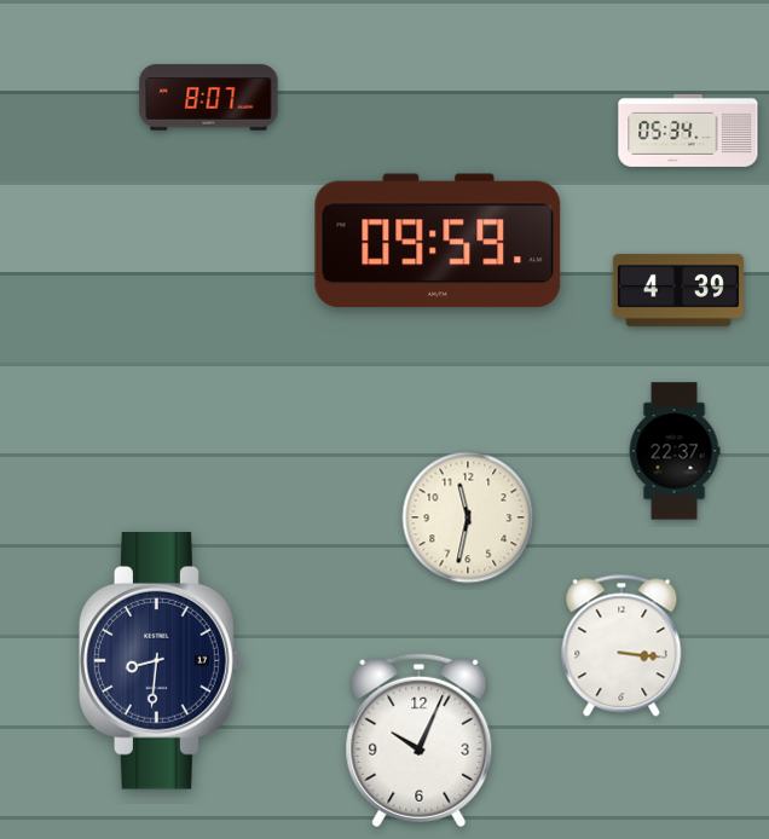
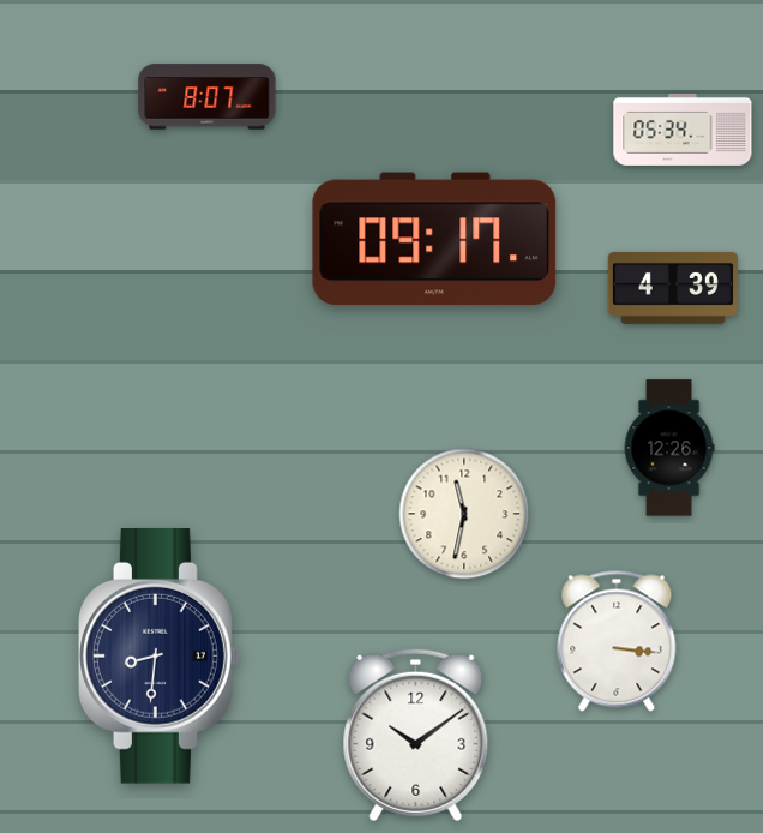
clock at (438, 241): 09:59 -> 09:17
clock at (675, 451): 22:37 -> 12:26
clock at (420, 741): 10:04 -> 10:09
